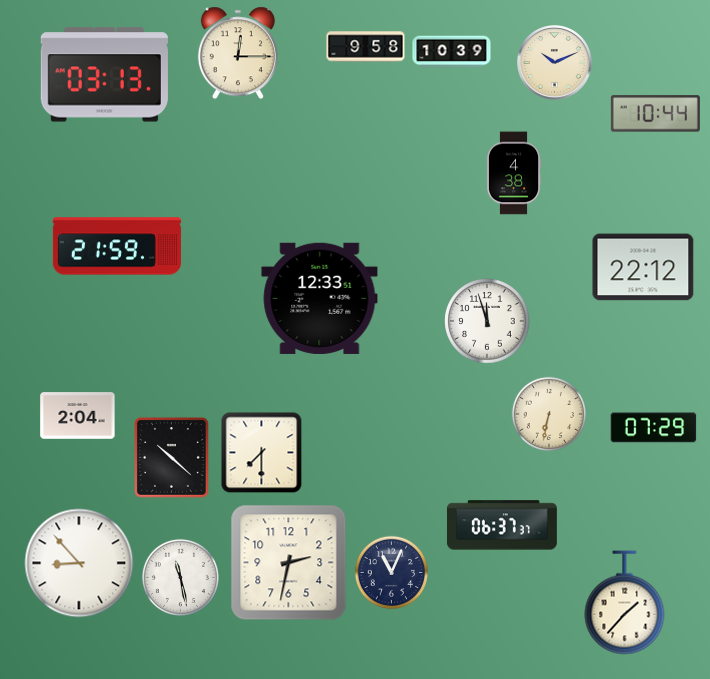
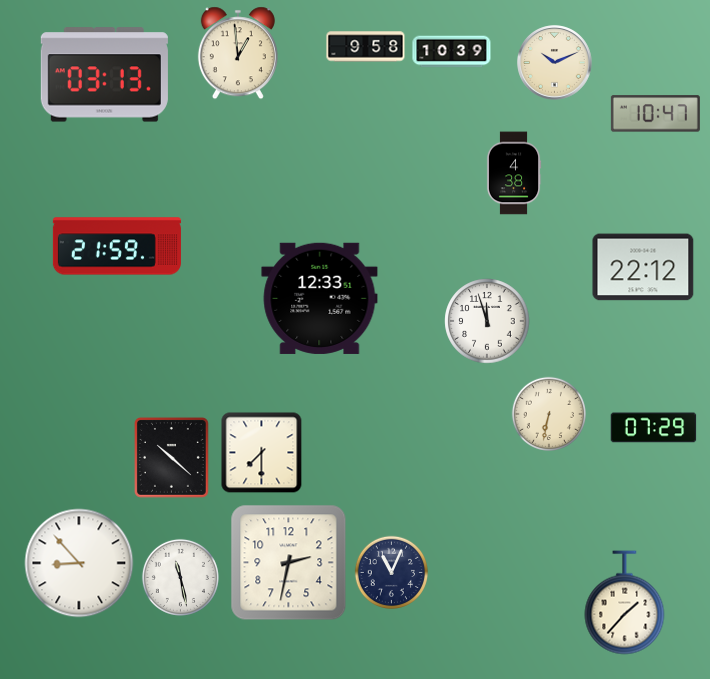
clock at (238, 53): 12:15 -> 12:59
clock at (655, 114): 10:44 -> 10:47
clock at (78, 416): 2:04 -> none
clock at (502, 525): 06:37 -> none
